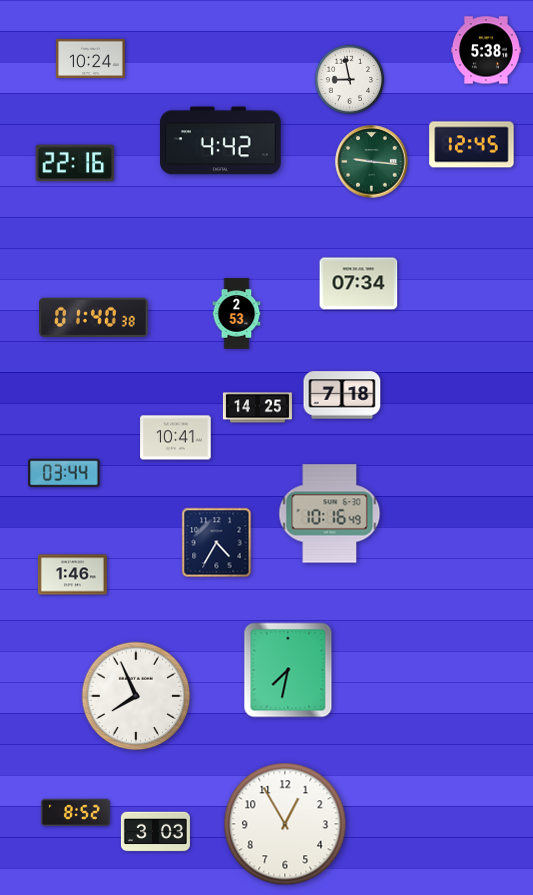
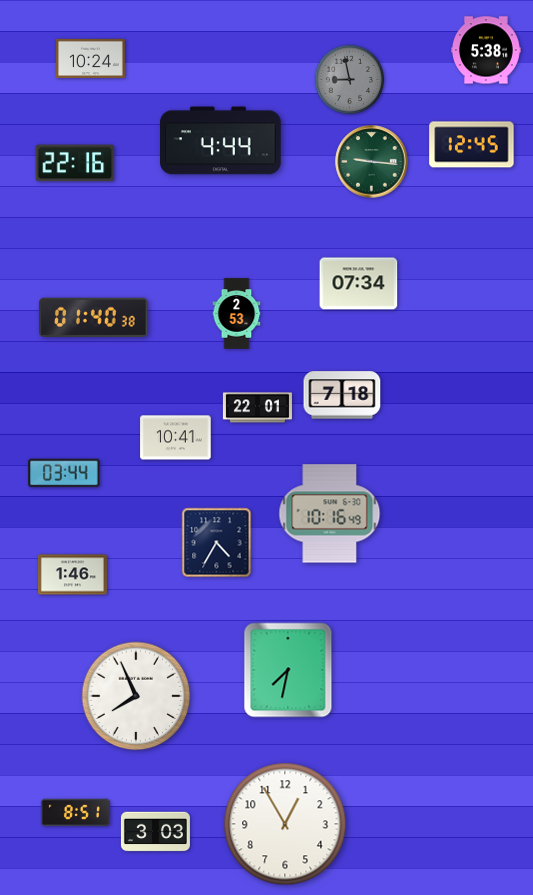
clock at (350, 80) dial: white -> grey
clock at (221, 141): 4:42 -> 4:44
clock at (257, 408): 14:25 -> 22:01
clock at (75, 813): 8:52 -> 8:51
